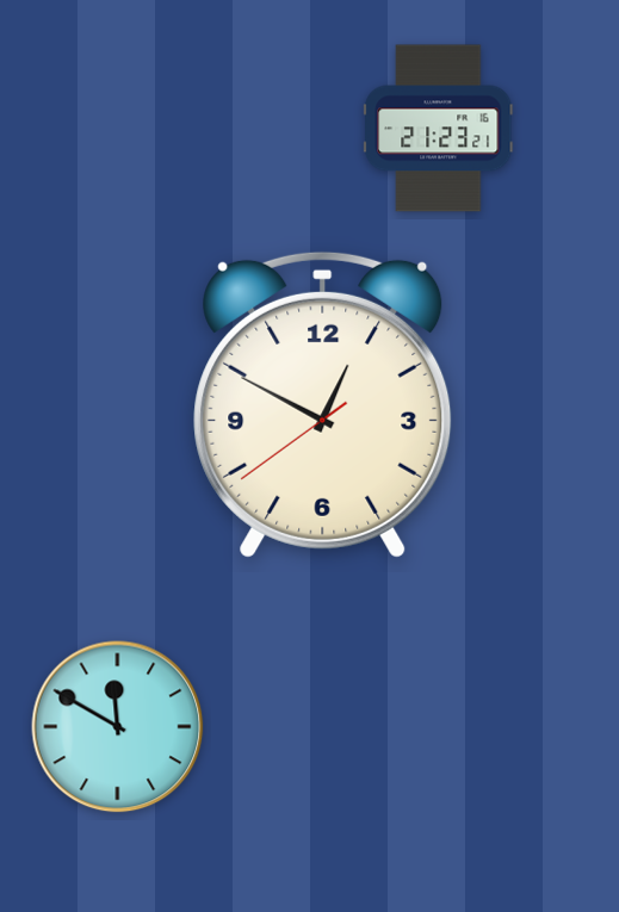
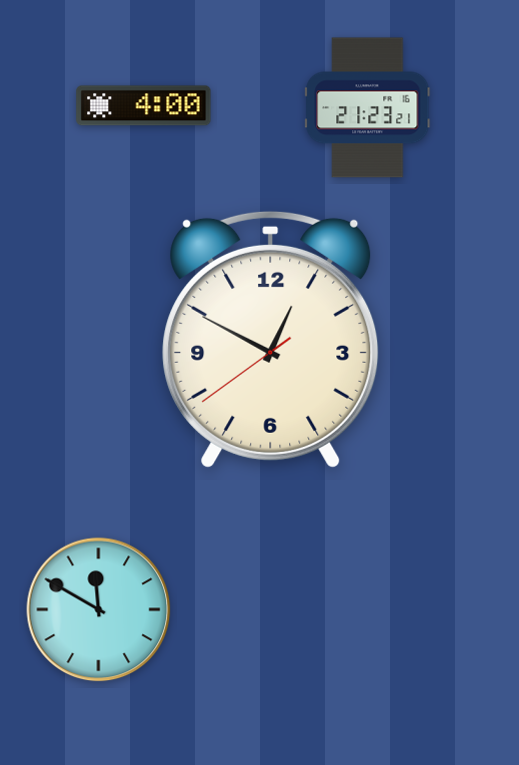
clock at (144, 106): none -> 4:00
